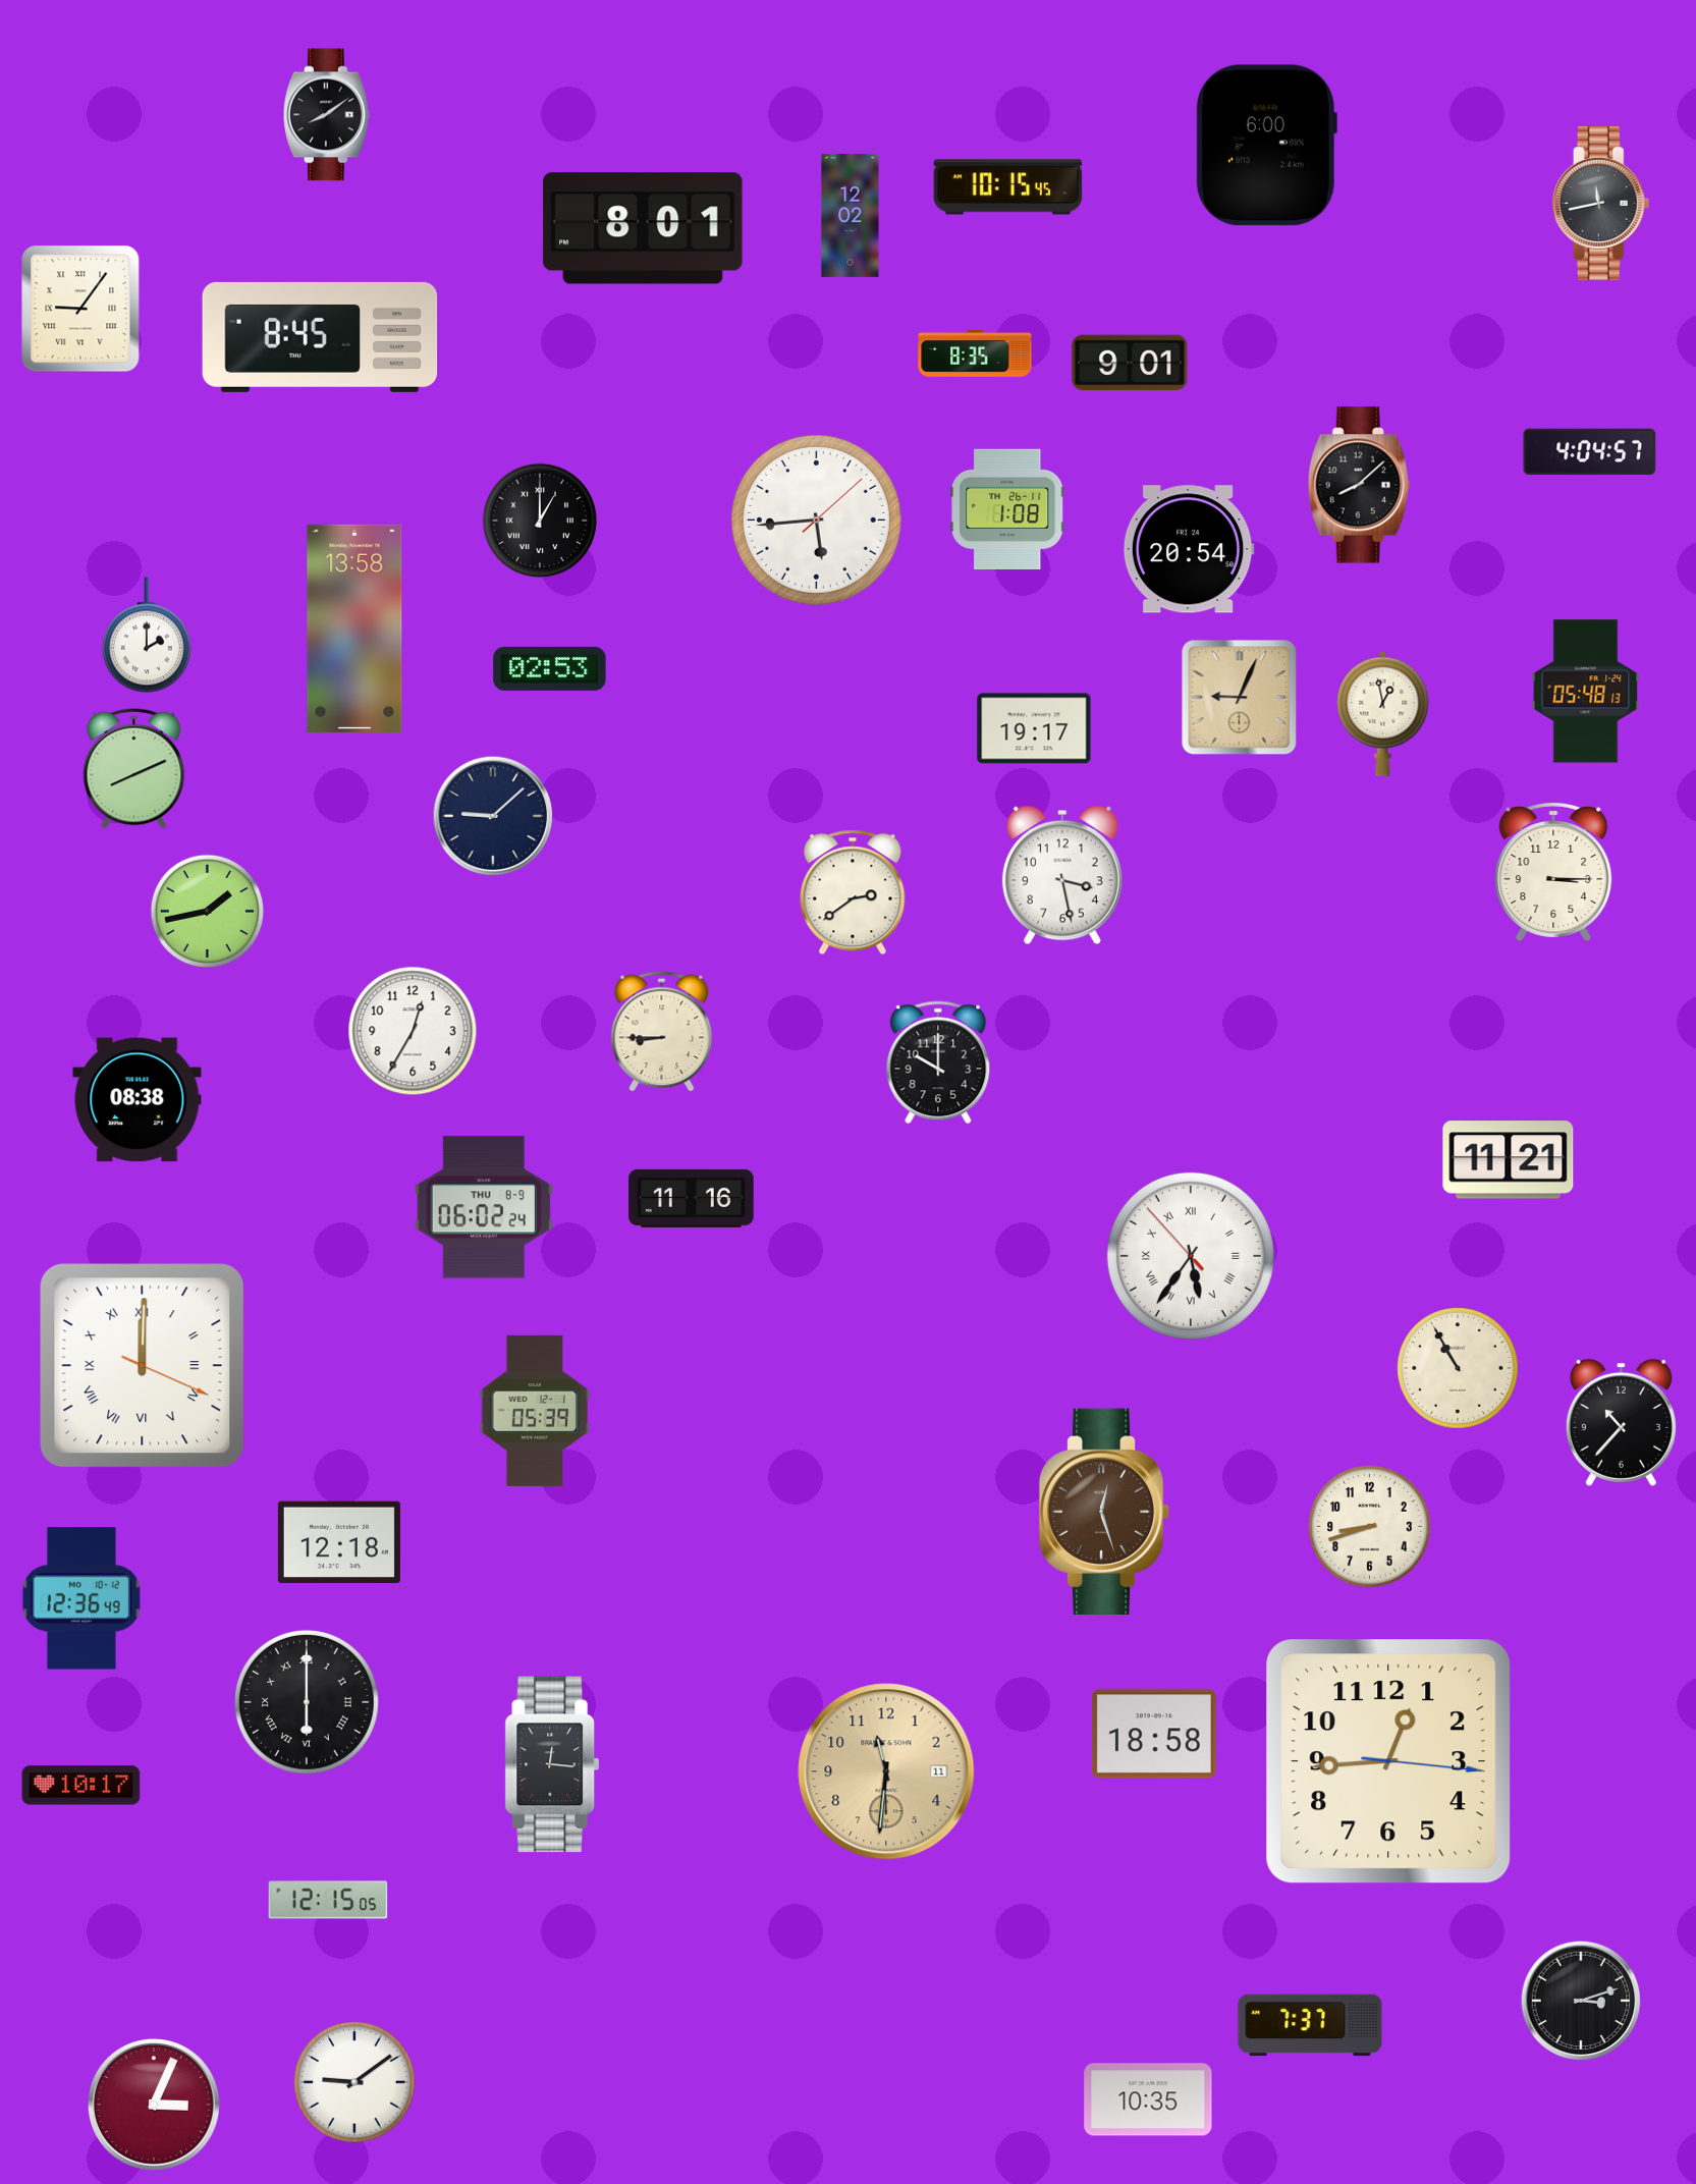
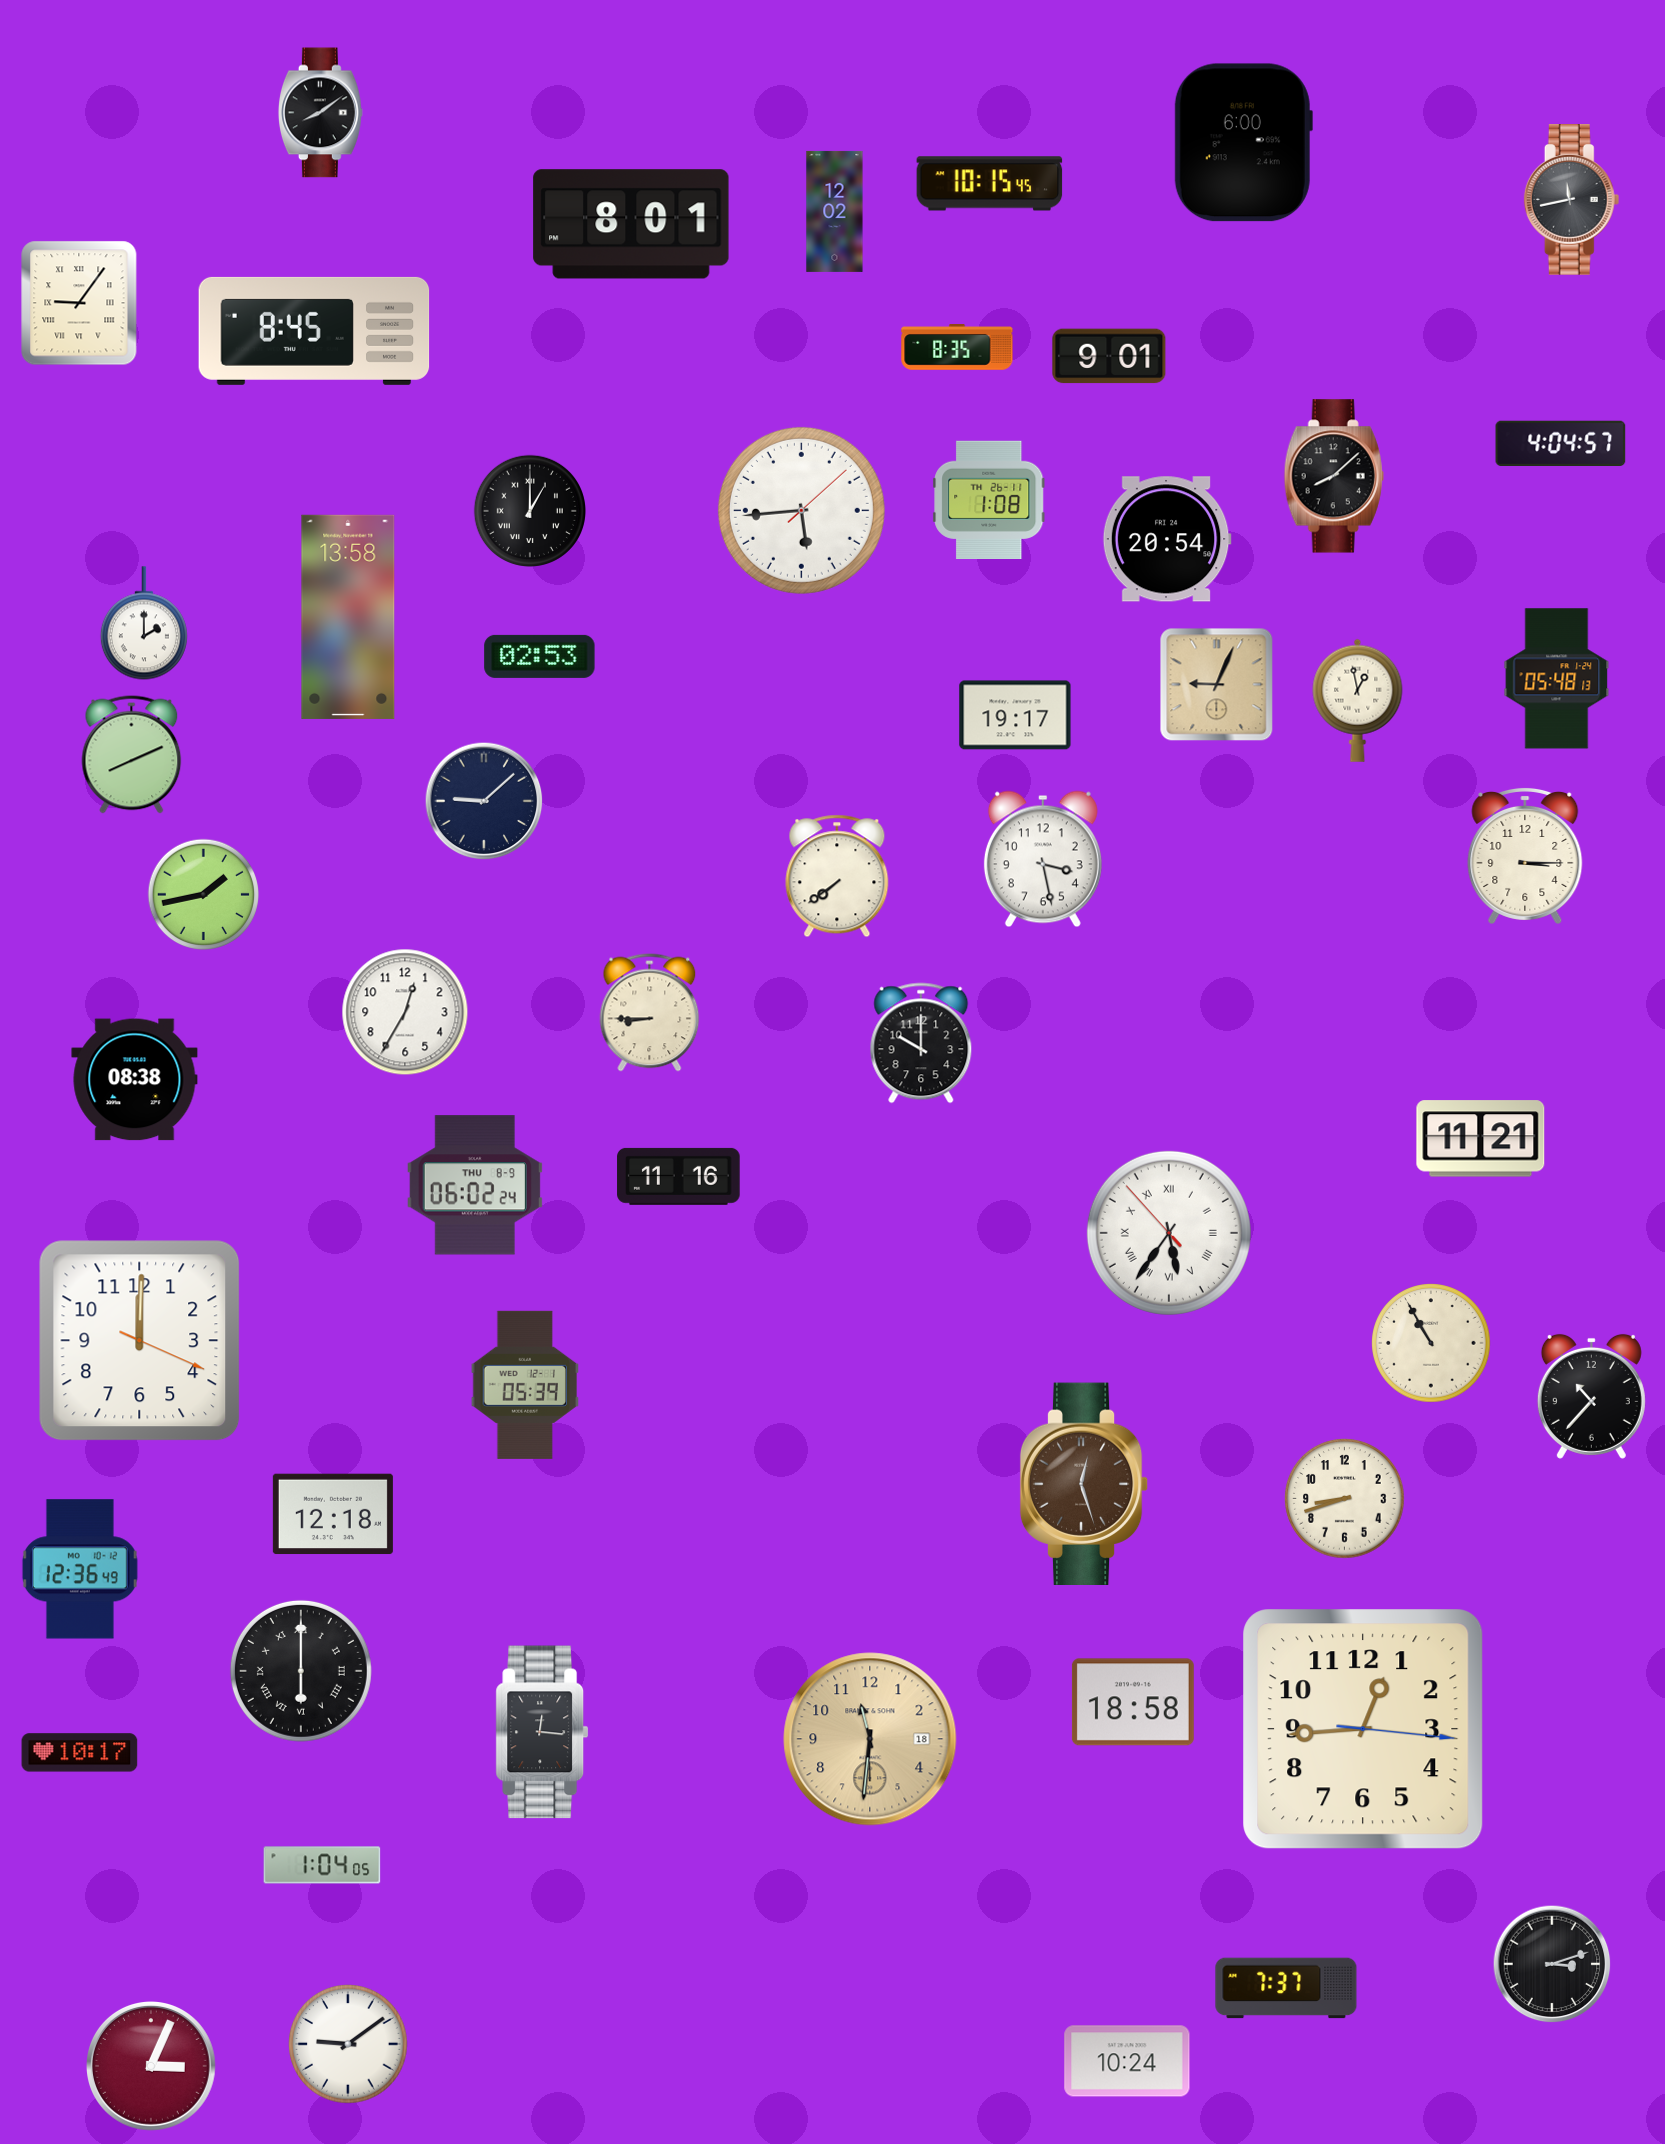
clock at (853, 892): 2:39 -> 7:39
clock at (143, 1366) numerals: Roman -> Arabic
clock at (886, 1771) date: 11 -> 18
clock at (328, 1900): 12:15 -> 1:04
clock at (1148, 2099): 10:35 -> 10:24
